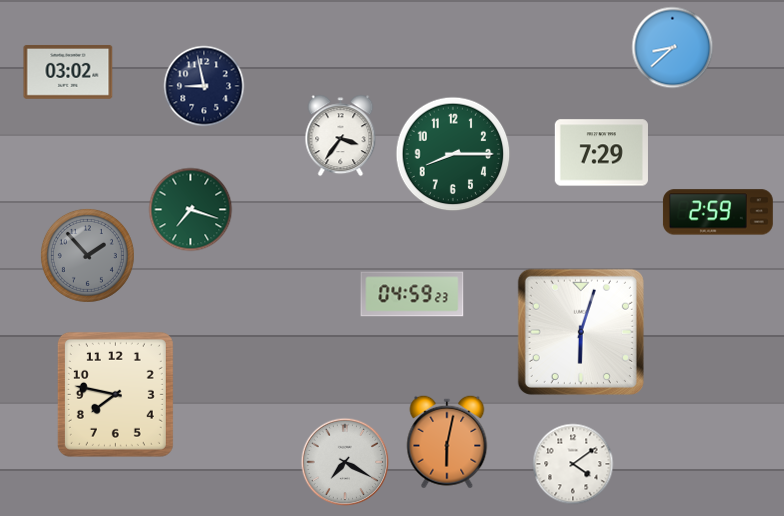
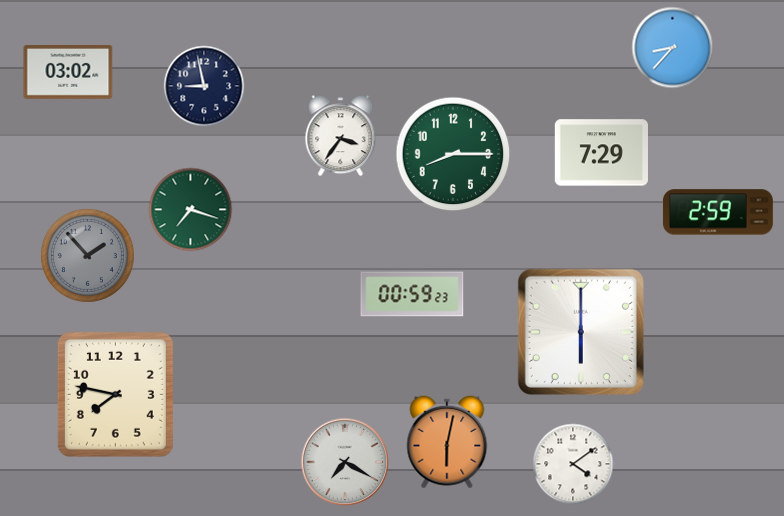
clock at (673, 48): 8:38 -> 8:37
clock at (412, 294): 04:59 -> 00:59
clock at (581, 332): 6:03 -> 6:00
